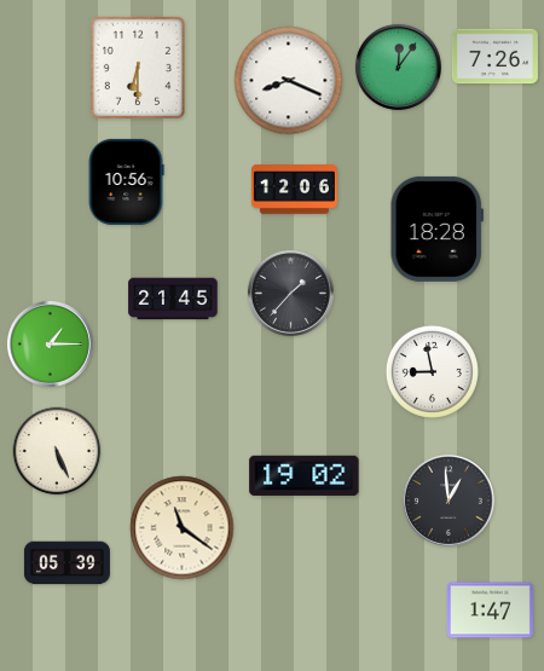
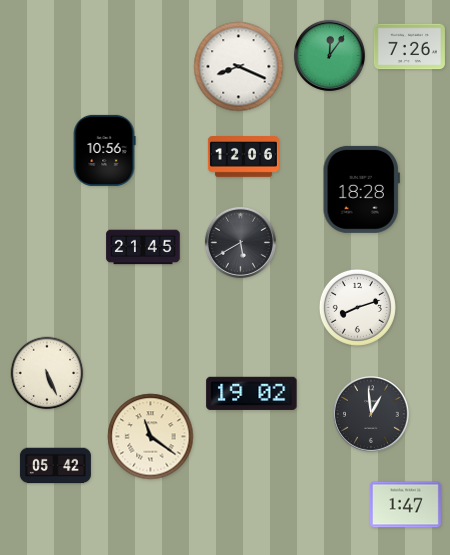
clock at (137, 66): 6:30 -> none
clock at (290, 293): 1:37 -> 5:40
clock at (50, 343): 1:15 -> none
clock at (432, 371): 8:58 -> 8:12
clock at (66, 563): 05:39 -> 05:42
